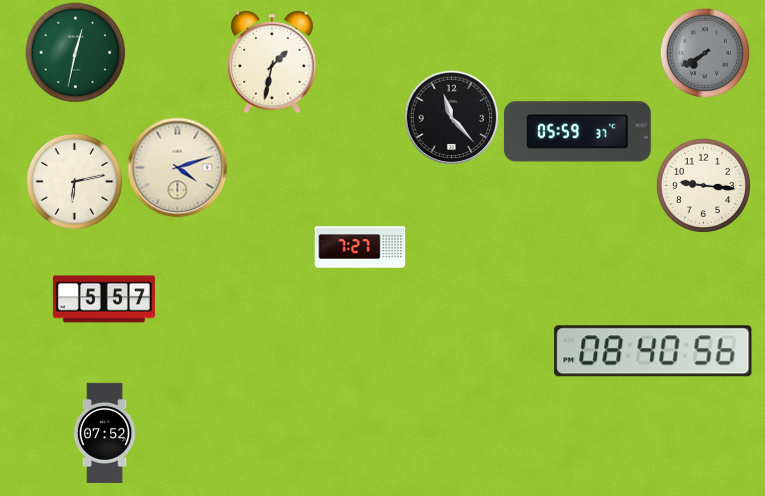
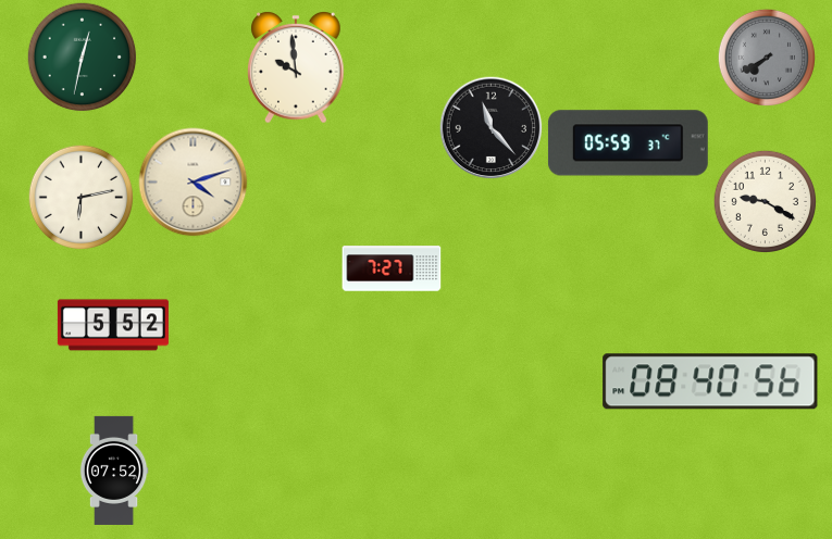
clock at (272, 63): 1:32 -> 9:59
clock at (703, 185): 9:16 -> 9:20
clock at (104, 299): 5:57 -> 5:52
